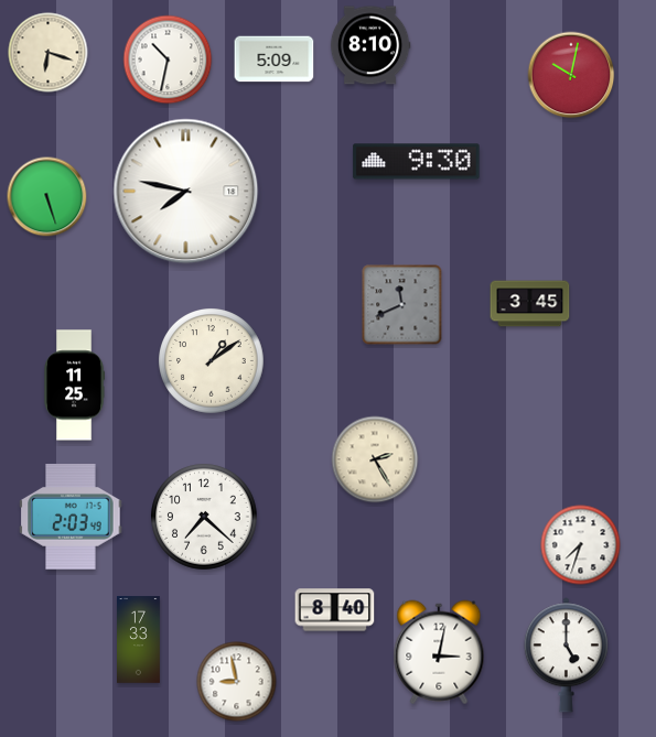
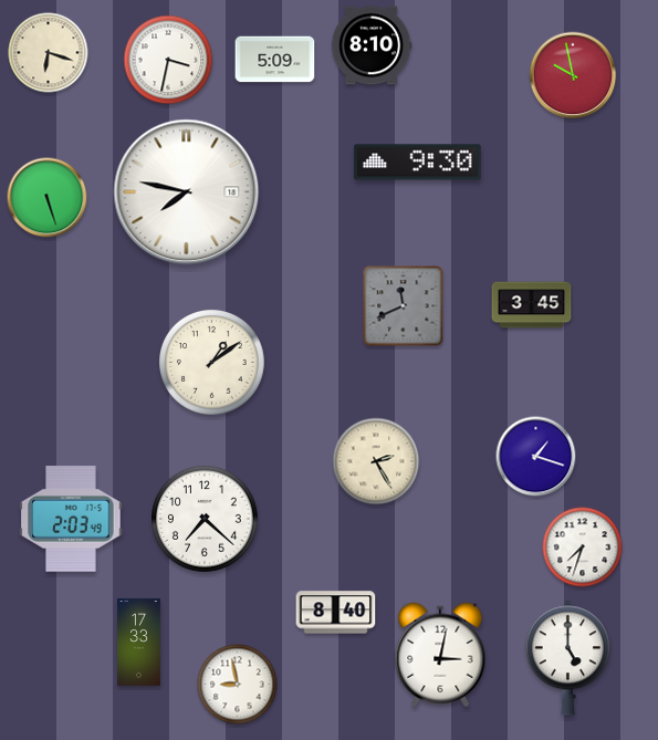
clock at (168, 59): 10:32 -> 3:32
clock at (571, 75): 10:02 -> 9:58
clock at (75, 386): 11:25 -> none
clock at (536, 457): none -> 1:18
